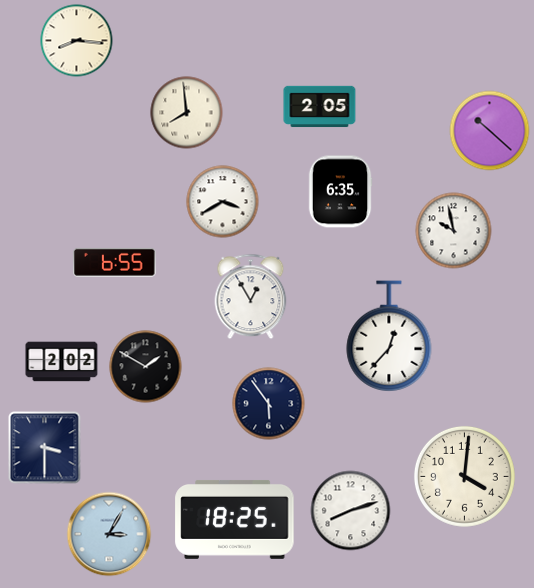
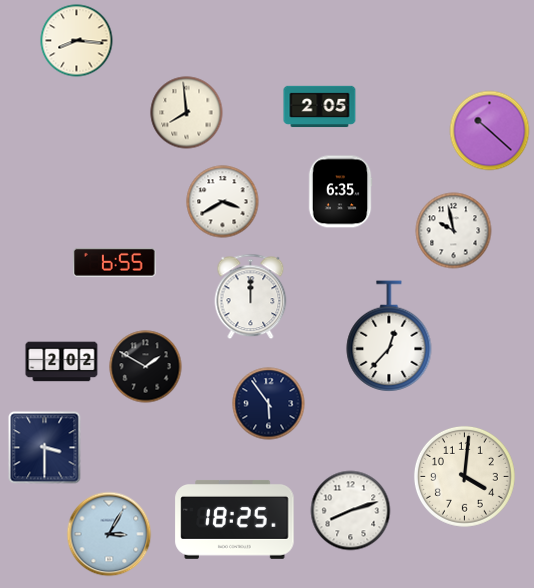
clock at (251, 297): 12:55 -> 12:00
